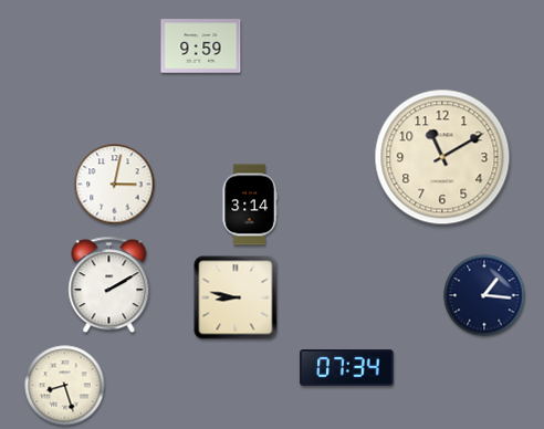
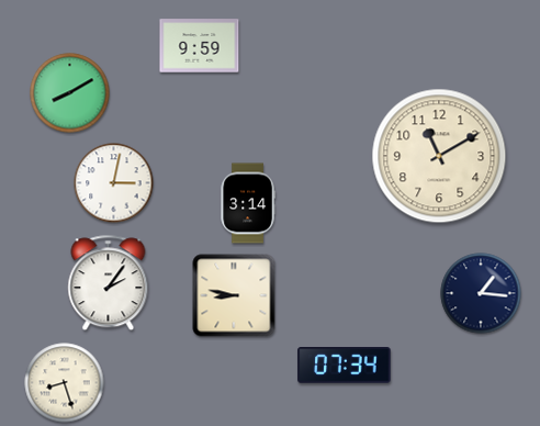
clock at (70, 93): none -> 8:10
clock at (109, 285): 2:10 -> 2:06
